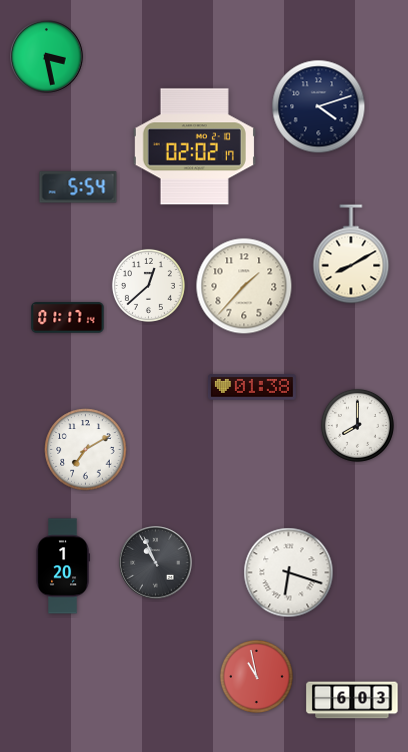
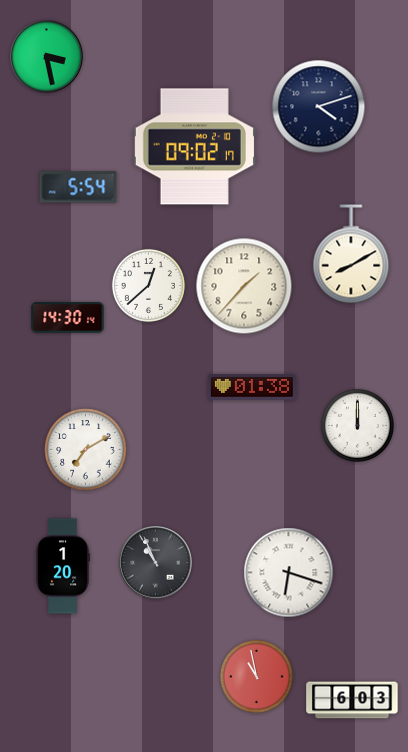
clock at (194, 147): 02:02 -> 09:02
clock at (68, 318): 01:17 -> 14:30
clock at (357, 425): 8:00 -> 12:00
